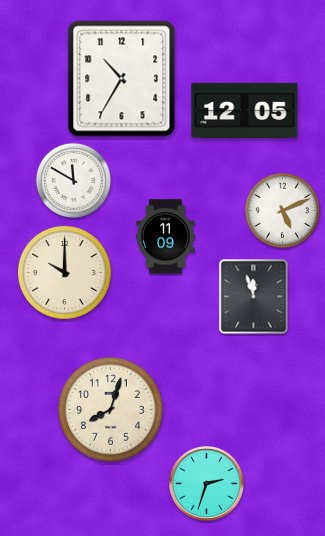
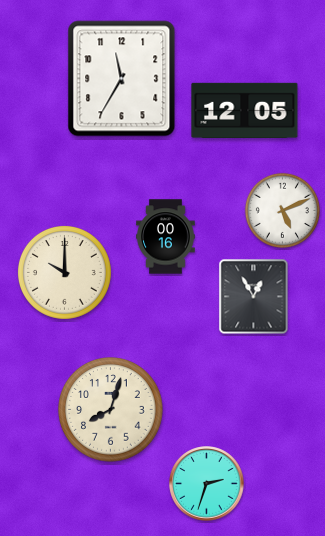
clock at (122, 79): 10:35 -> 11:35
clock at (73, 180): 11:50 -> none
clock at (166, 237): 11:09 -> 00:16
clock at (254, 297): 11:57 -> 12:55
